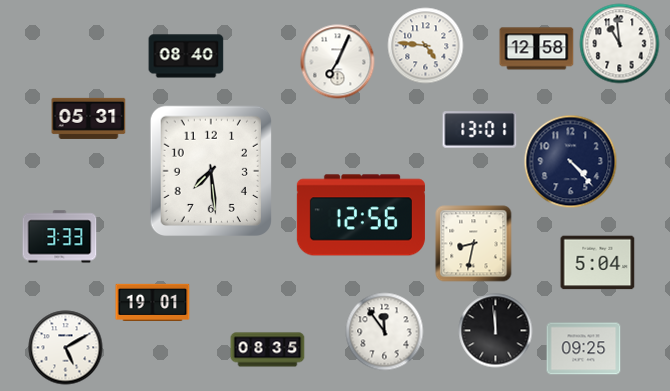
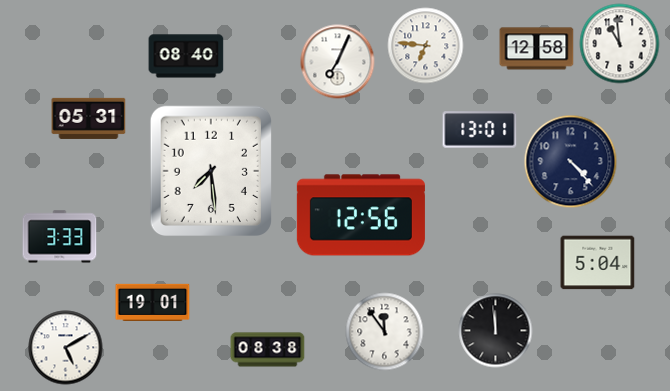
clock at (426, 46): 4:46 -> 6:46
clock at (474, 244): 8:32 -> none
clock at (584, 349): 09:25 -> none
clock at (268, 350): 08:35 -> 08:38
